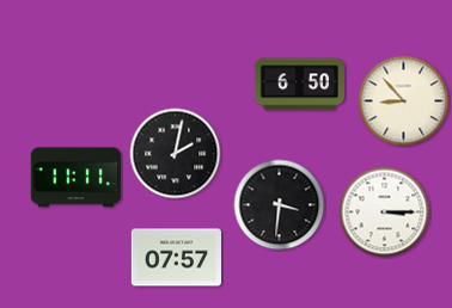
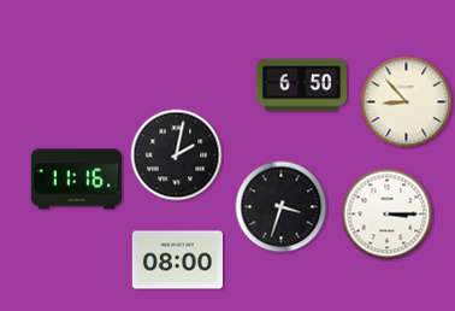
clock at (75, 178): 11:11 -> 11:16
clock at (280, 205): 3:31 -> 3:33
clock at (176, 258): 07:57 -> 08:00
